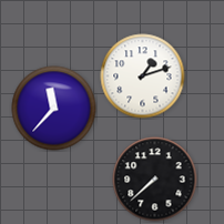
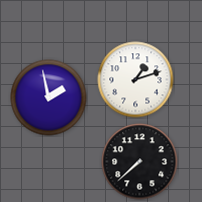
clock at (143, 77) position: (143, 77) -> (136, 80)
clock at (54, 109): 11:37 -> 1:58
